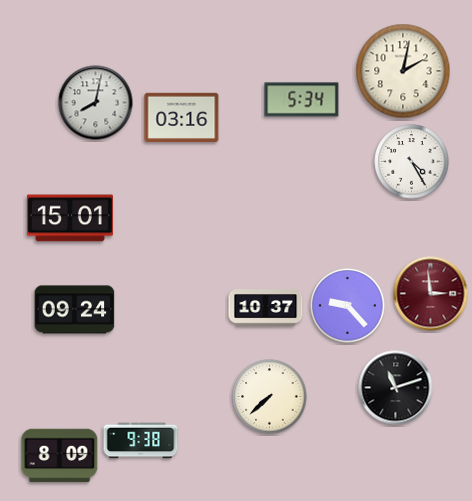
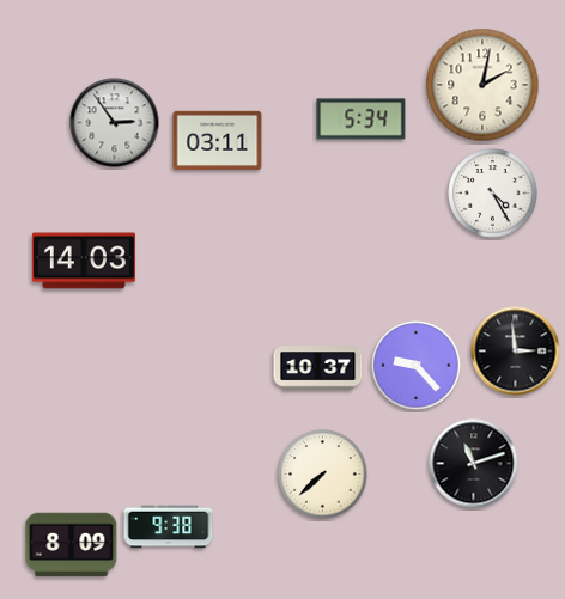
clock at (96, 103): 8:02 -> 2:54
clock at (182, 117): 03:16 -> 03:11
clock at (70, 218): 15:01 -> 14:03
clock at (431, 294) dial: burgundy -> black
clock at (75, 310): 09:24 -> none
